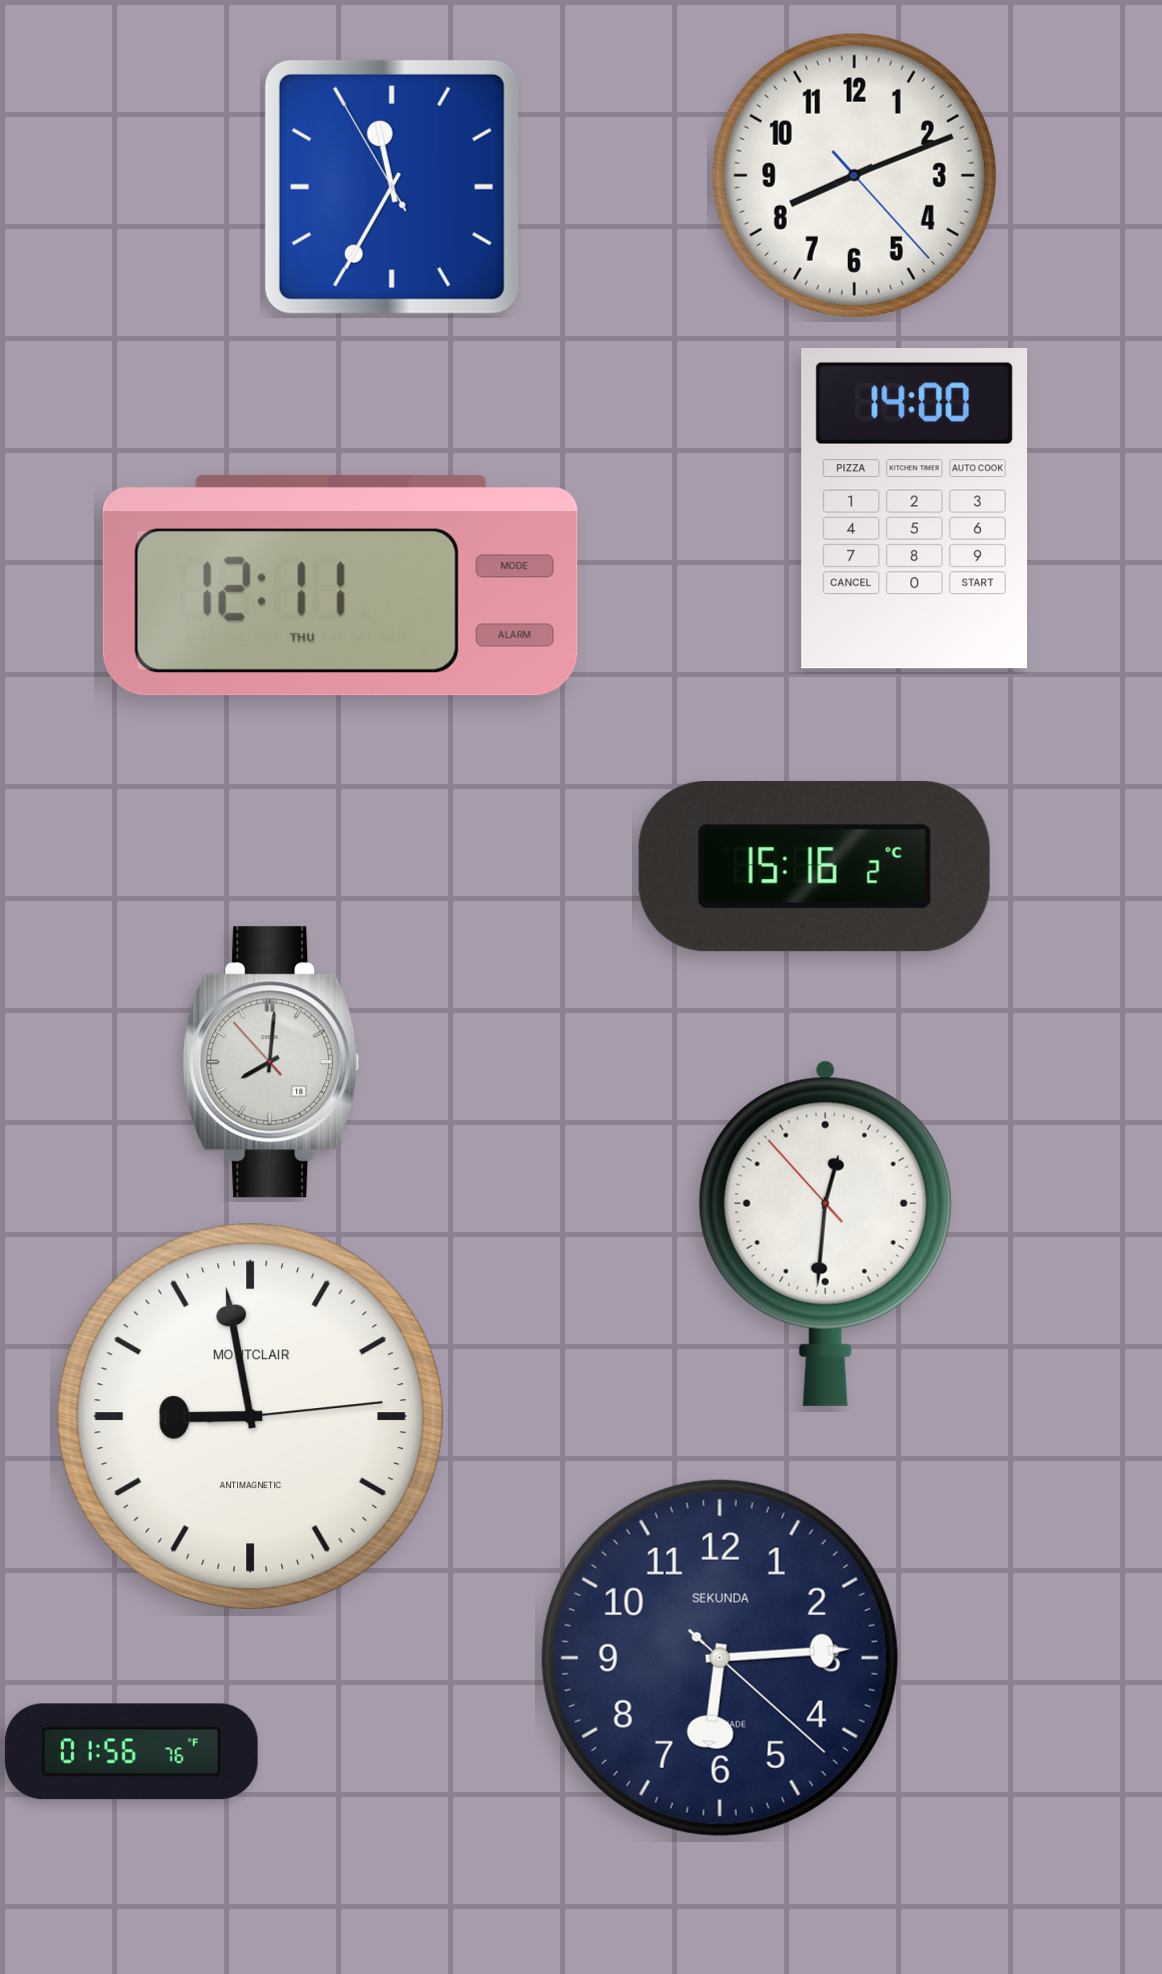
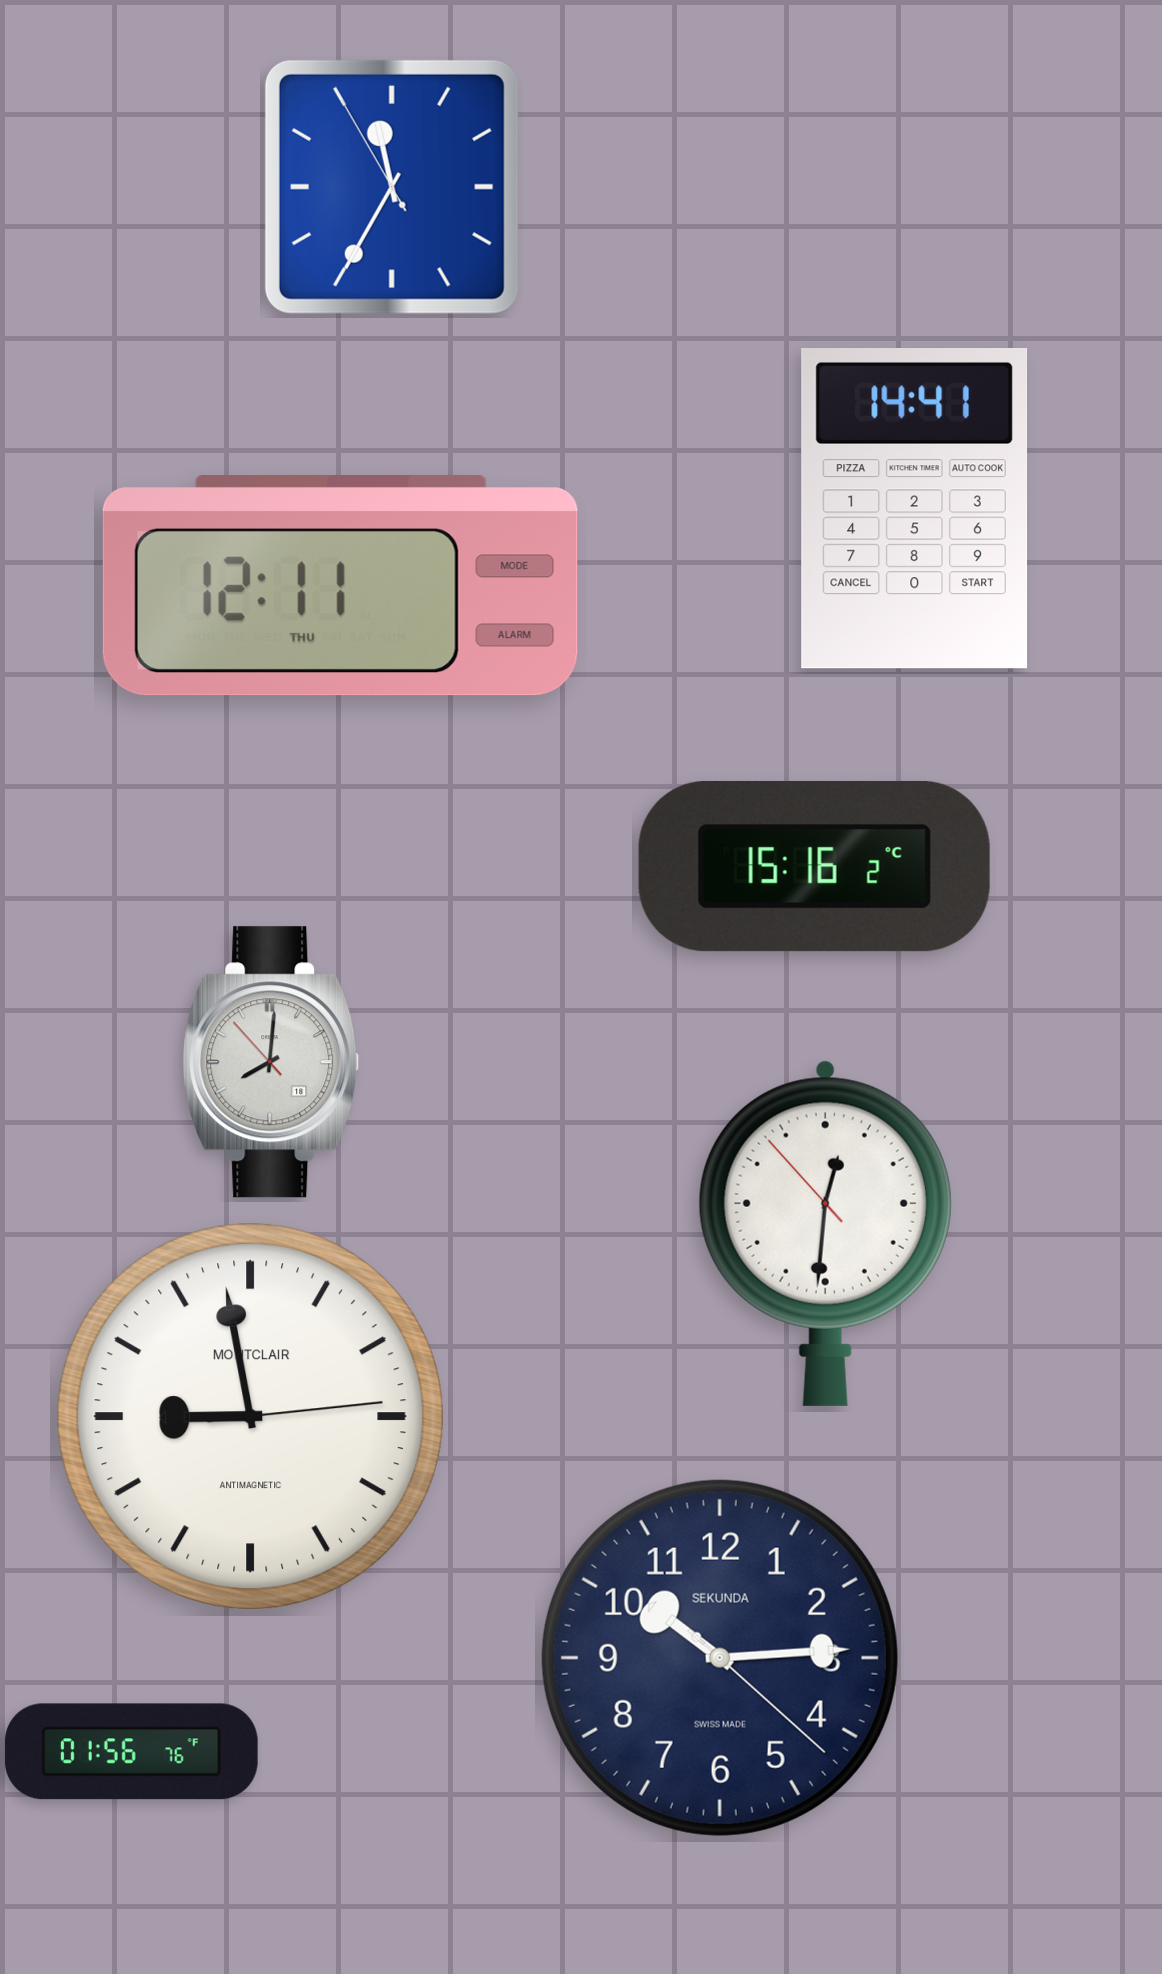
clock at (854, 175): 8:11 -> none
clock at (915, 509): 14:00 -> 14:41
clock at (720, 1658): 6:14 -> 10:14
